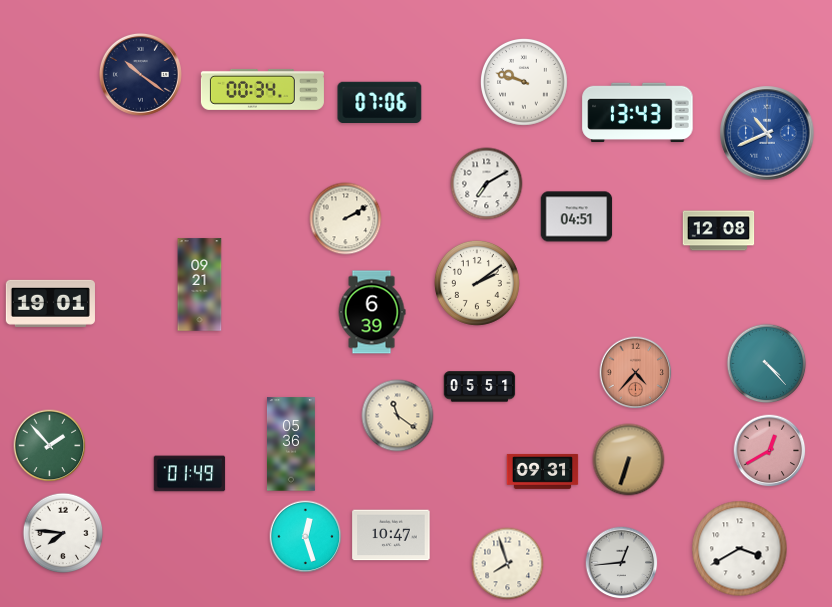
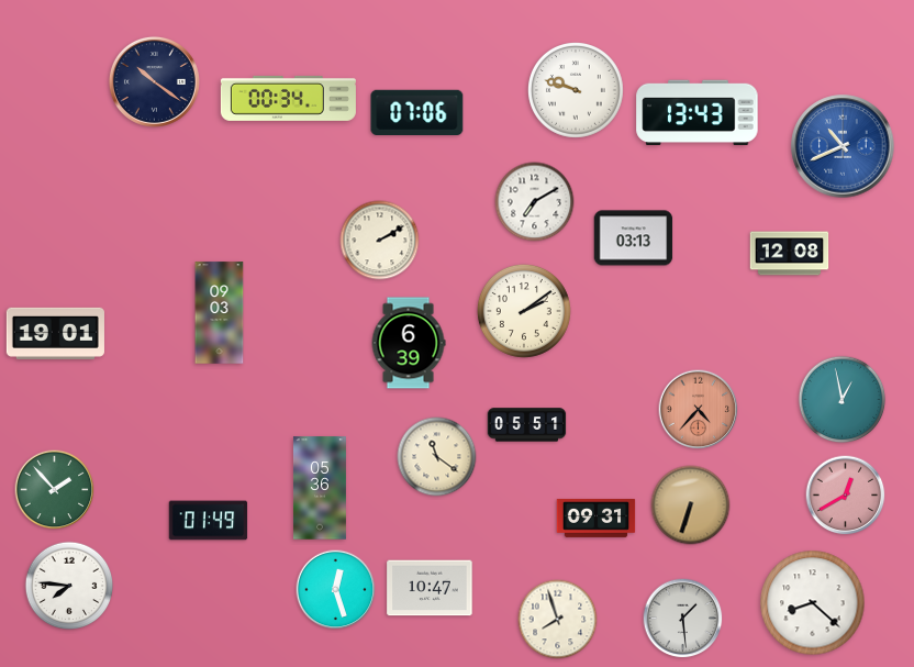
clock at (638, 113) position: (638, 113) -> (698, 113)
clock at (577, 217): 04:51 -> 03:13
clock at (200, 285): 09:21 -> 09:03
clock at (767, 364): 4:23 -> 12:58
clock at (740, 549): 3:40 -> 8:22
clock at (622, 563): 12:44 -> 1:29
